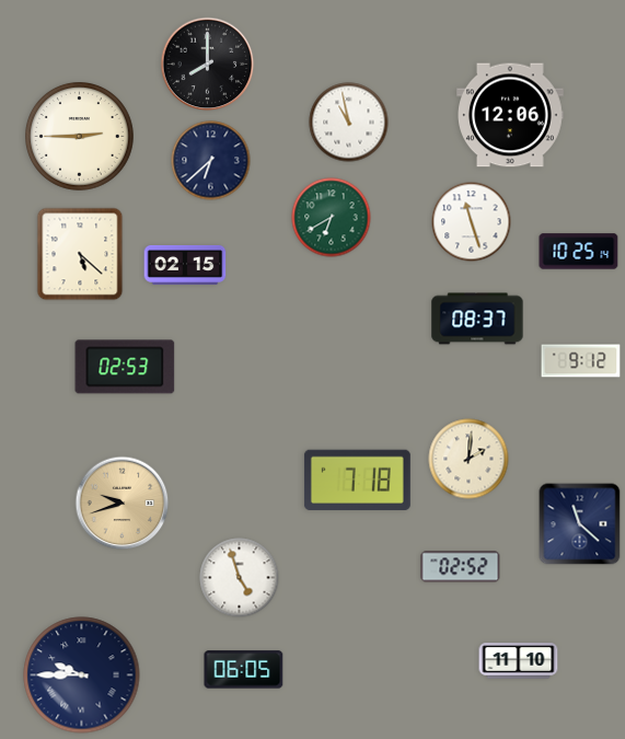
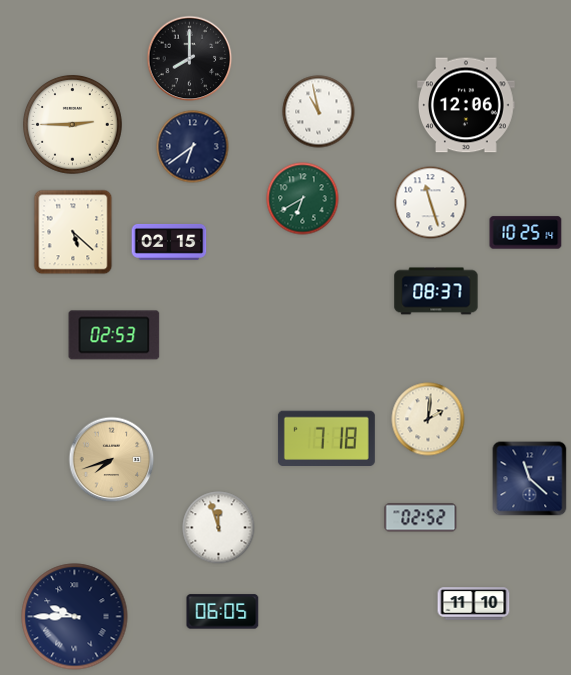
clock at (211, 161): 6:38 -> 6:39
clock at (579, 252) position: (579, 252) -> (526, 233)
clock at (581, 361): 9:12 -> none
clock at (123, 504): 9:42 -> 7:42
clock at (240, 578): 4:57 -> 11:57
